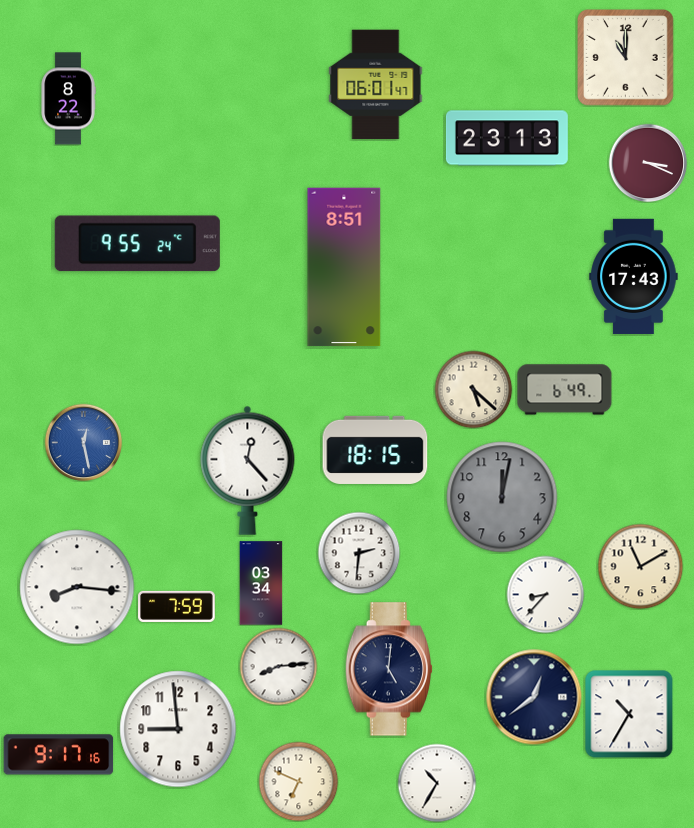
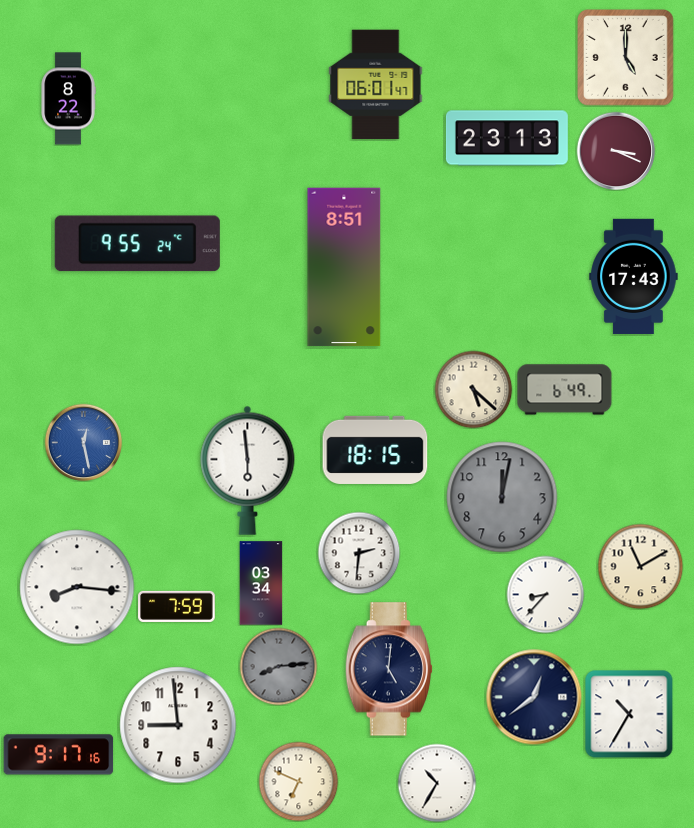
clock at (626, 58): 11:00 -> 5:00
clock at (648, 163) position: (648, 163) -> (616, 151)
clock at (248, 470): 12:23 -> 5:59
clock at (278, 666) dial: white -> grey
clock at (178, 729) position: (178, 729) -> (178, 725)
